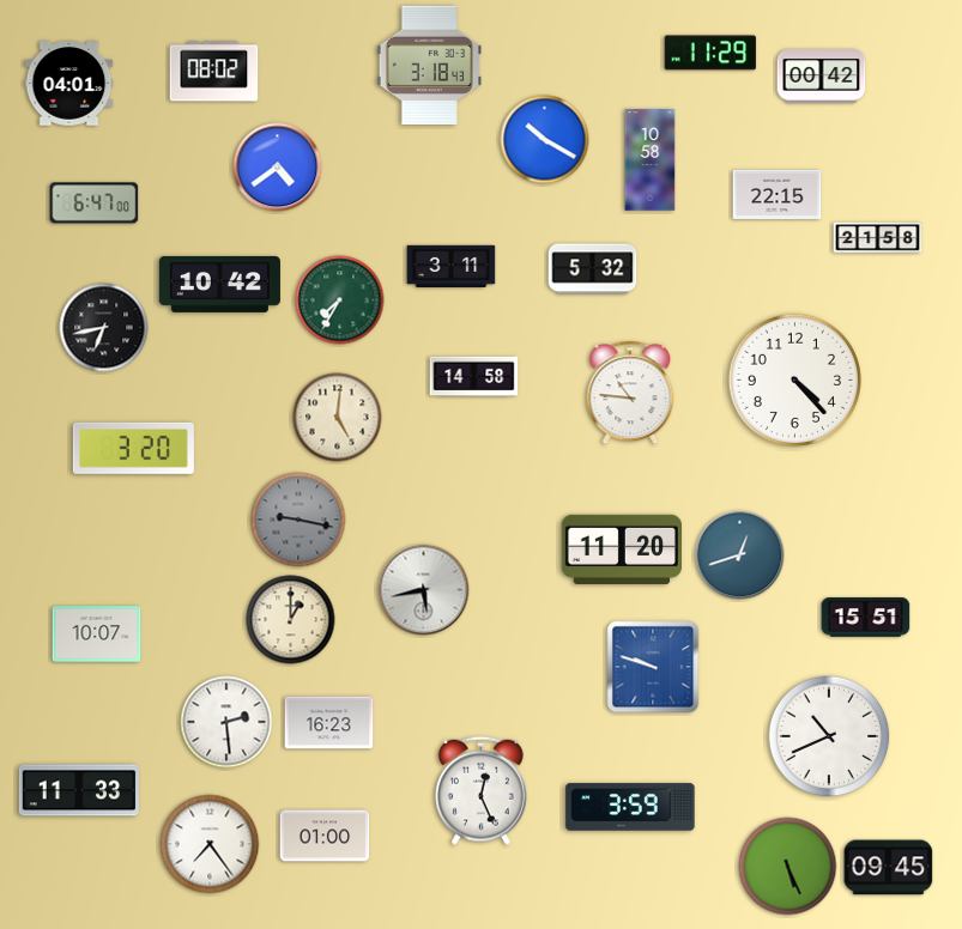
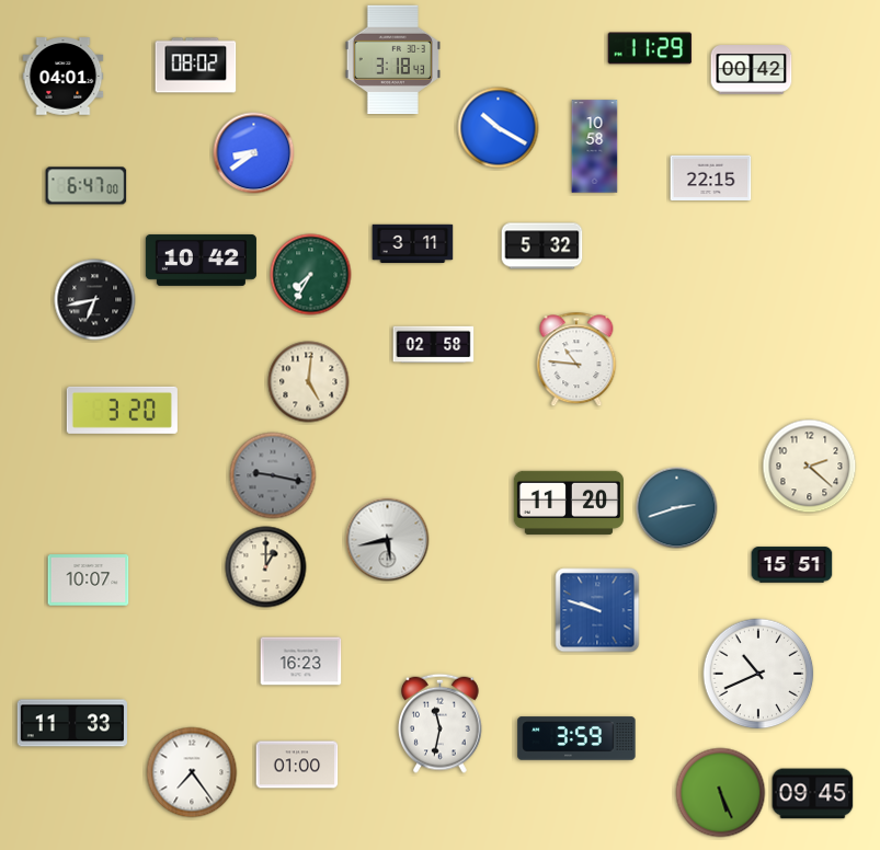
clock at (278, 168): 4:39 -> 8:39
clock at (878, 238): 21:58 -> none
clock at (474, 377): 14:58 -> 02:58
clock at (794, 380): 4:23 -> none
clock at (810, 467): none -> 2:22
clock at (740, 555): 12:42 -> 2:42
clock at (226, 722): 2:29 -> none
clock at (482, 790): 12:26 -> 11:32
